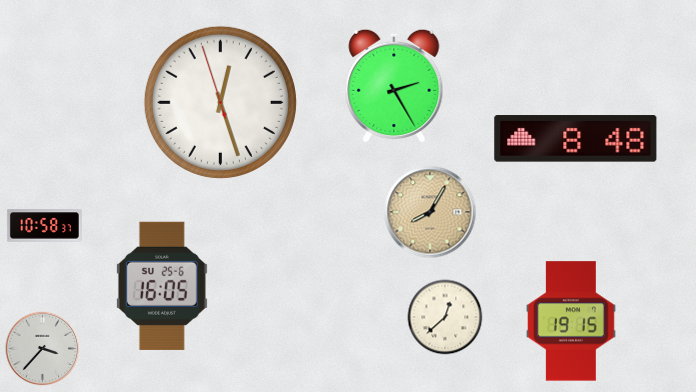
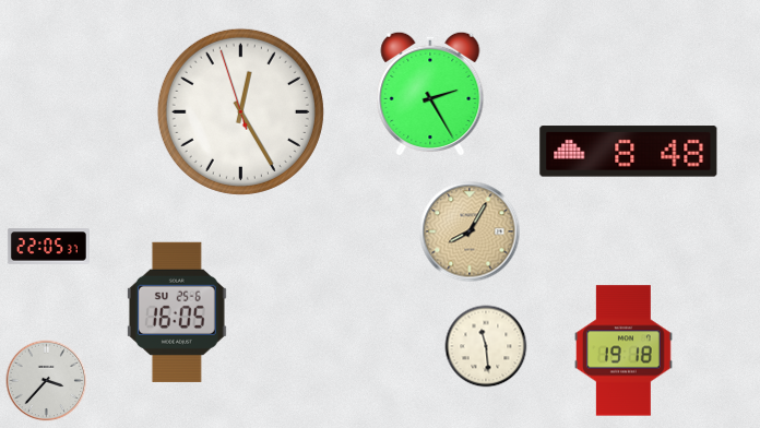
clock at (220, 102): 12:26 -> 12:24
clock at (44, 226): 10:58 -> 22:05
clock at (445, 317): 12:38 -> 11:29
clock at (572, 321): 19:15 -> 19:18
